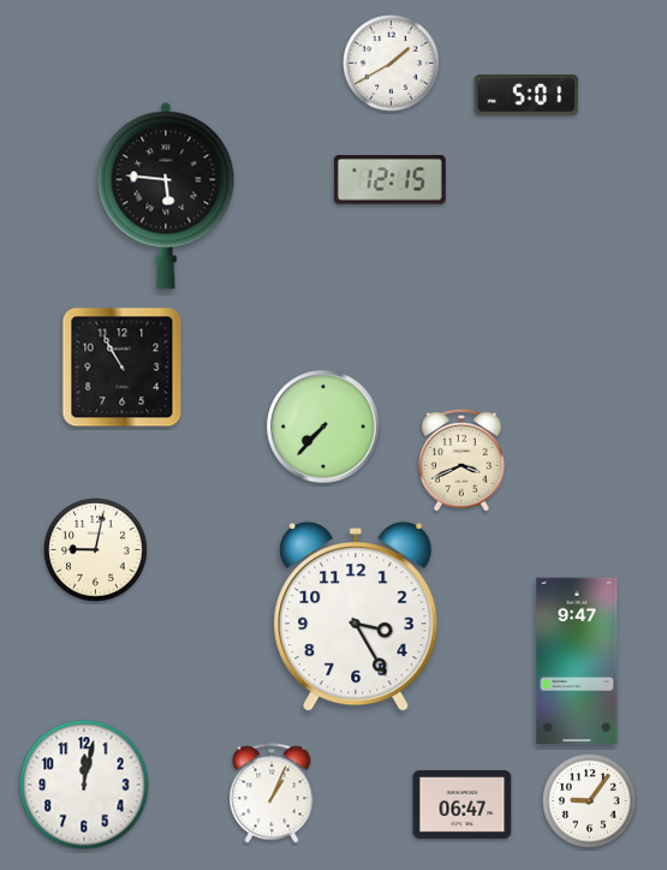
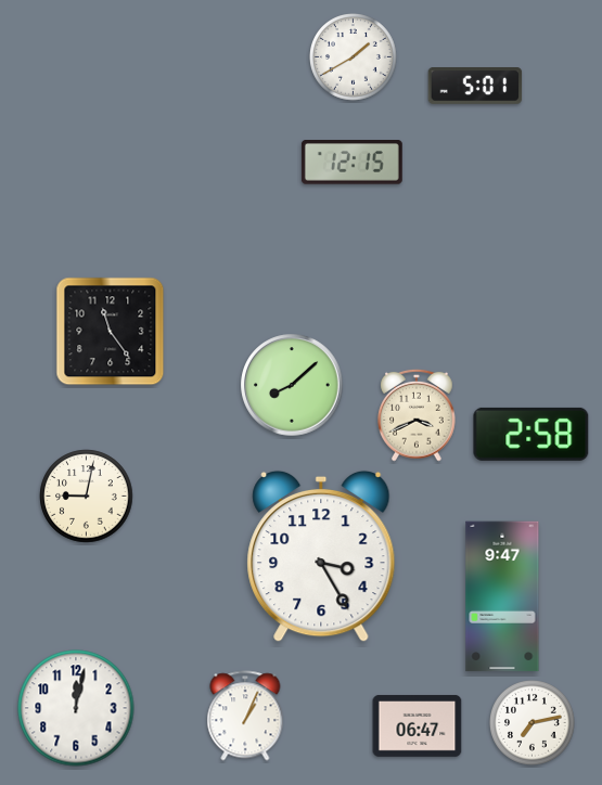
clock at (166, 196): 5:46 -> none
clock at (123, 368): 10:55 -> 11:24
clock at (323, 427): 7:37 -> 8:08
clock at (531, 434): none -> 2:58
clock at (577, 661) position: (577, 661) -> (502, 596)
clock at (590, 802): 9:06 -> 7:13
